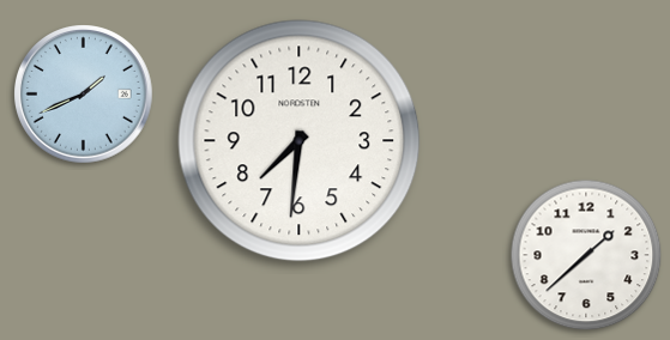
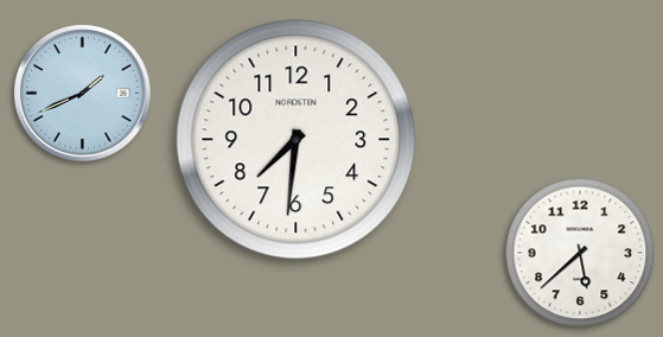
clock at (586, 255): 1:38 -> 5:38
